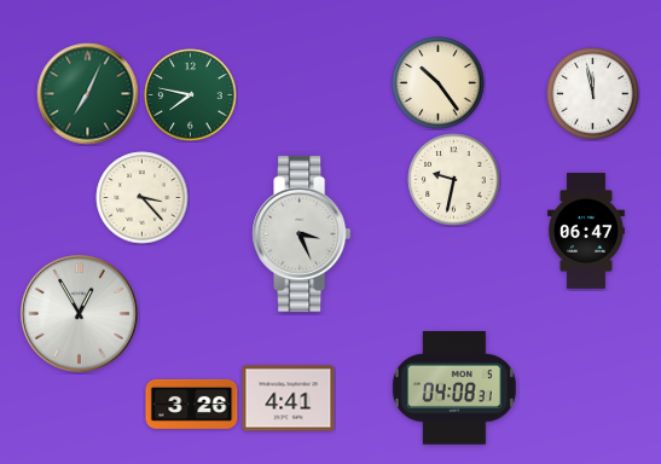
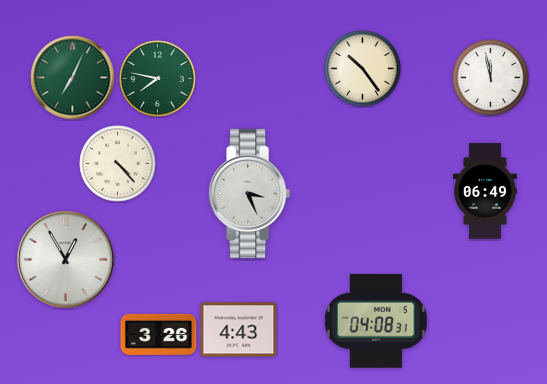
clock at (454, 180): 9:32 -> none
clock at (143, 198): 3:23 -> 4:23
clock at (586, 231): 06:47 -> 06:49
clock at (289, 399): 4:41 -> 4:43
